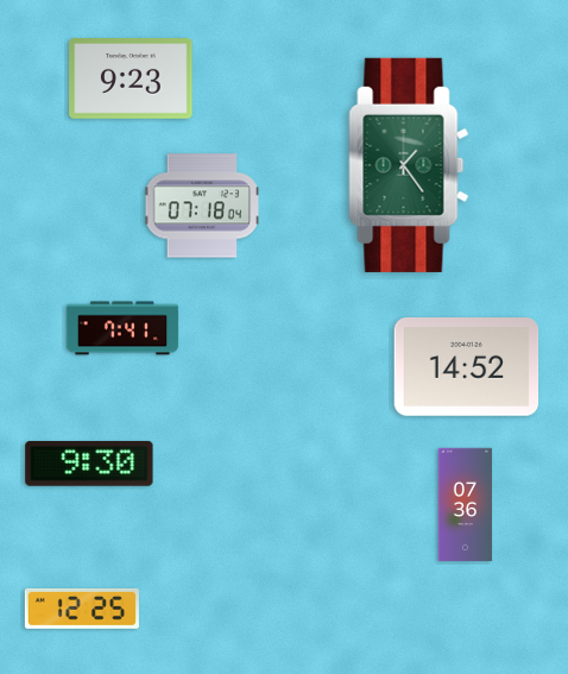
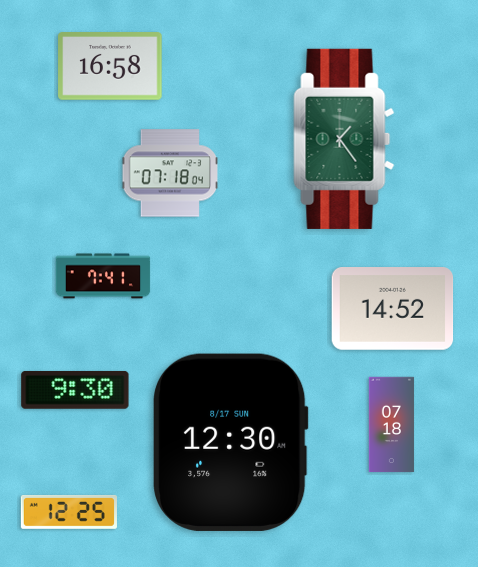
clock at (131, 78): 9:23 -> 16:58
clock at (466, 505): 07:36 -> 07:18
clock at (230, 442): none -> 12:30
